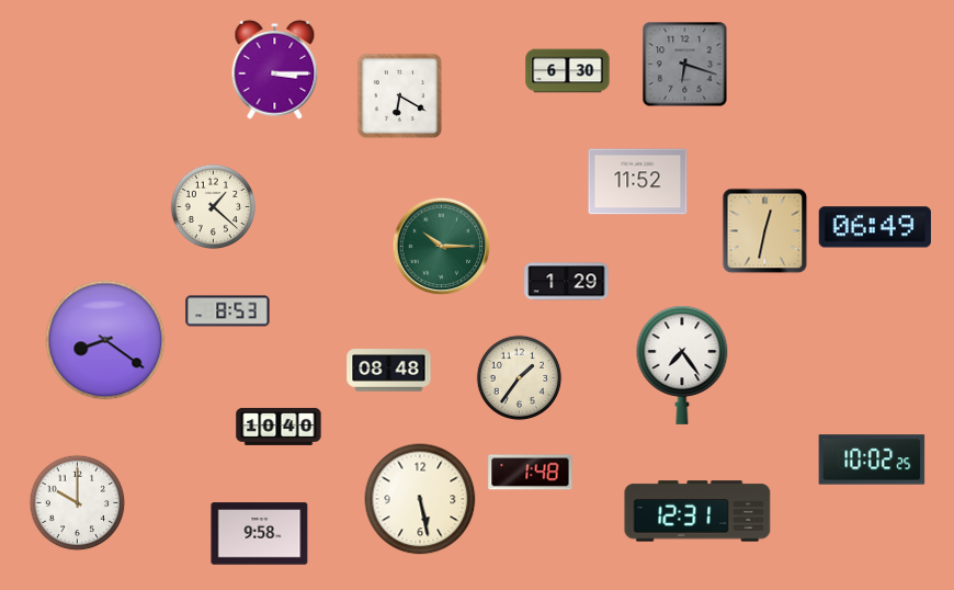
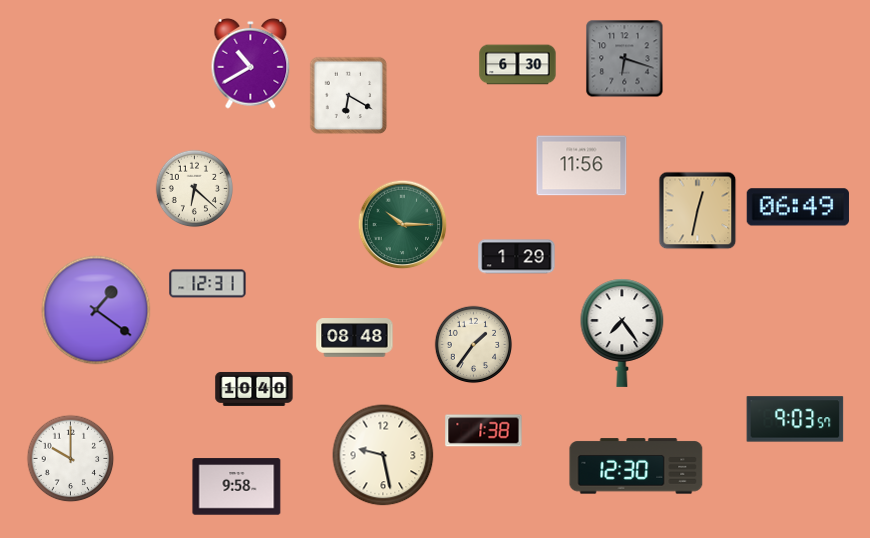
clock at (275, 69): 3:15 -> 10:40
clock at (399, 95) position: (399, 95) -> (348, 95)
clock at (638, 182): 11:52 -> 11:56
clock at (213, 206): 1:22 -> 6:22
clock at (228, 311): 8:53 -> 12:31
clock at (105, 340): 8:21 -> 1:21
clock at (872, 459): 10:02 -> 9:03
clock at (531, 473): 1:48 -> 1:38
clock at (420, 499): 5:28 -> 9:28
clock at (697, 511): 12:31 -> 12:30
